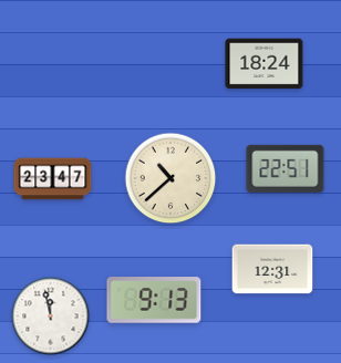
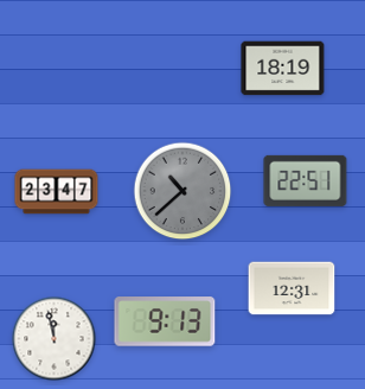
clock at (265, 64): 18:24 -> 18:19
clock at (170, 178) dial: cream -> grey
